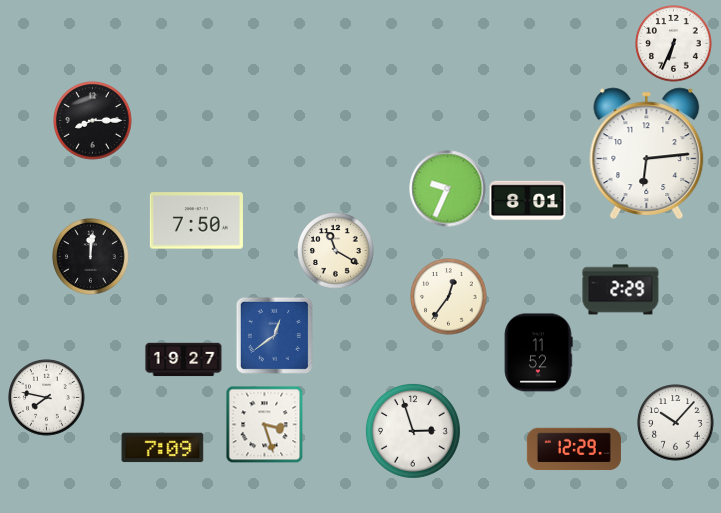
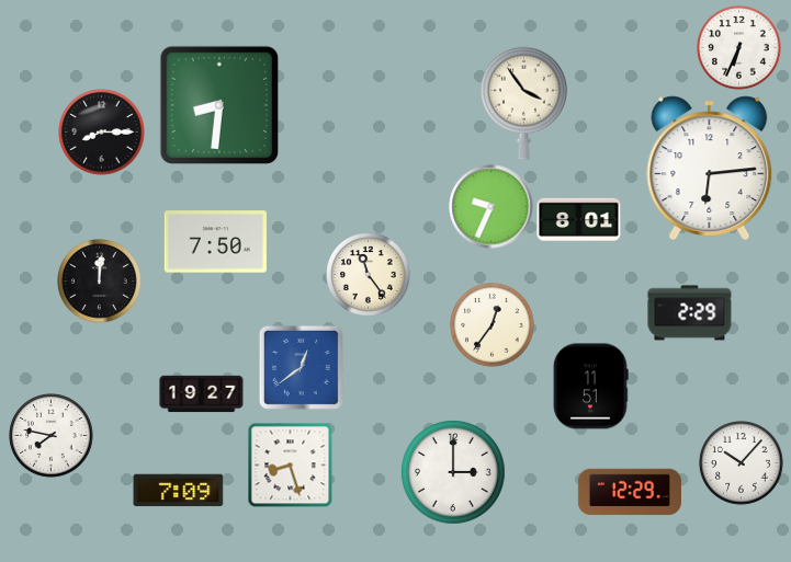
clock at (523, 103): none -> 3:54
clock at (218, 104): none -> 8:31
clock at (336, 251): 11:20 -> 11:24
clock at (621, 290) position: (621, 290) -> (690, 313)
clock at (538, 353): 11:52 -> 11:51
clock at (264, 424): 3:27 -> 8:27
clock at (413, 431): 2:57 -> 3:00
